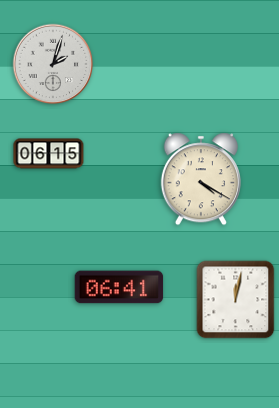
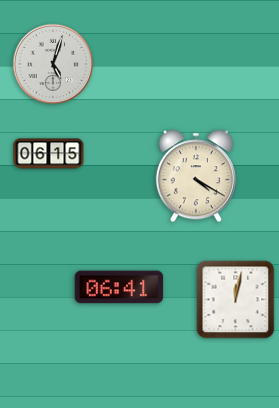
clock at (53, 64): 2:03 -> 5:03
clock at (201, 179) position: (201, 179) -> (196, 176)
